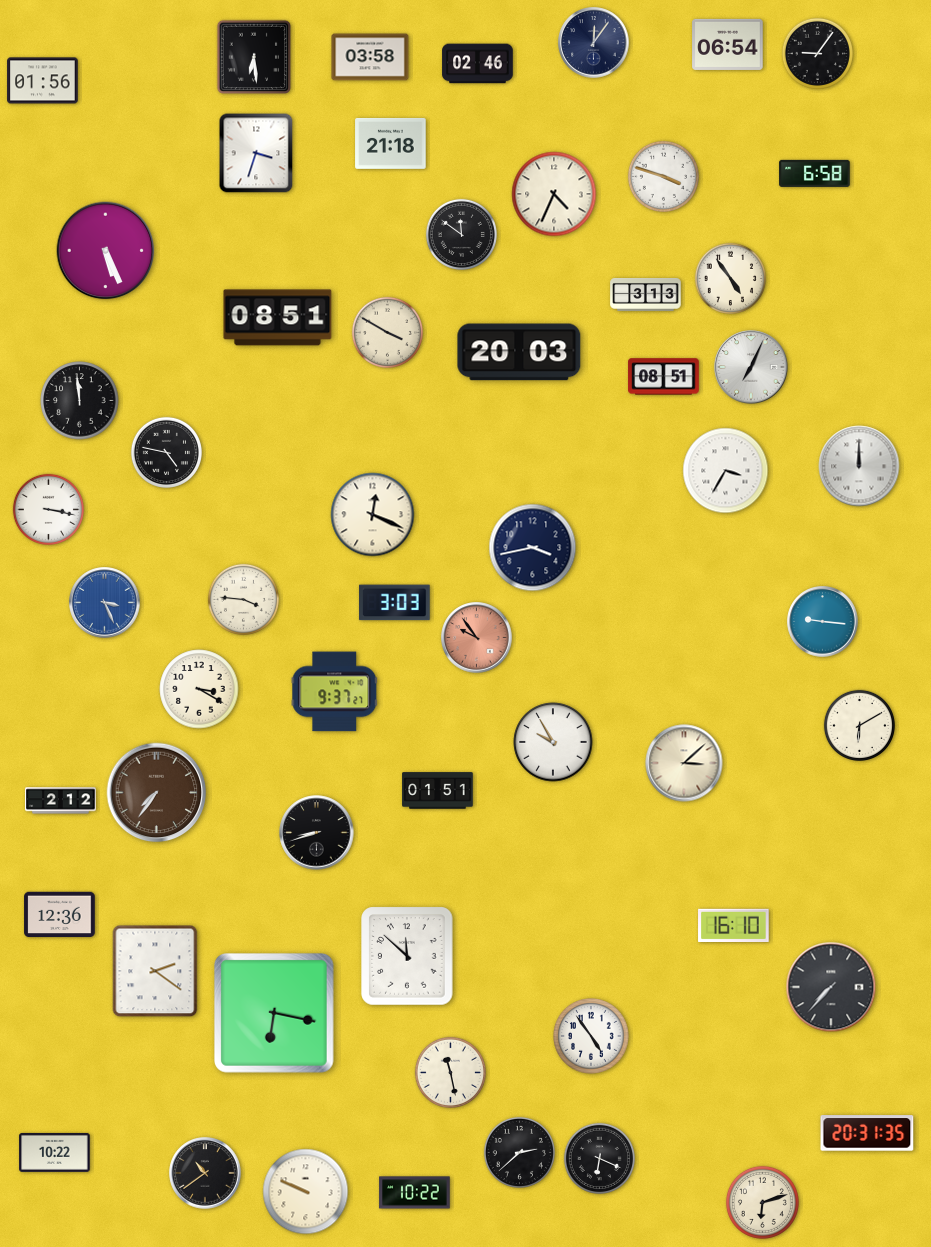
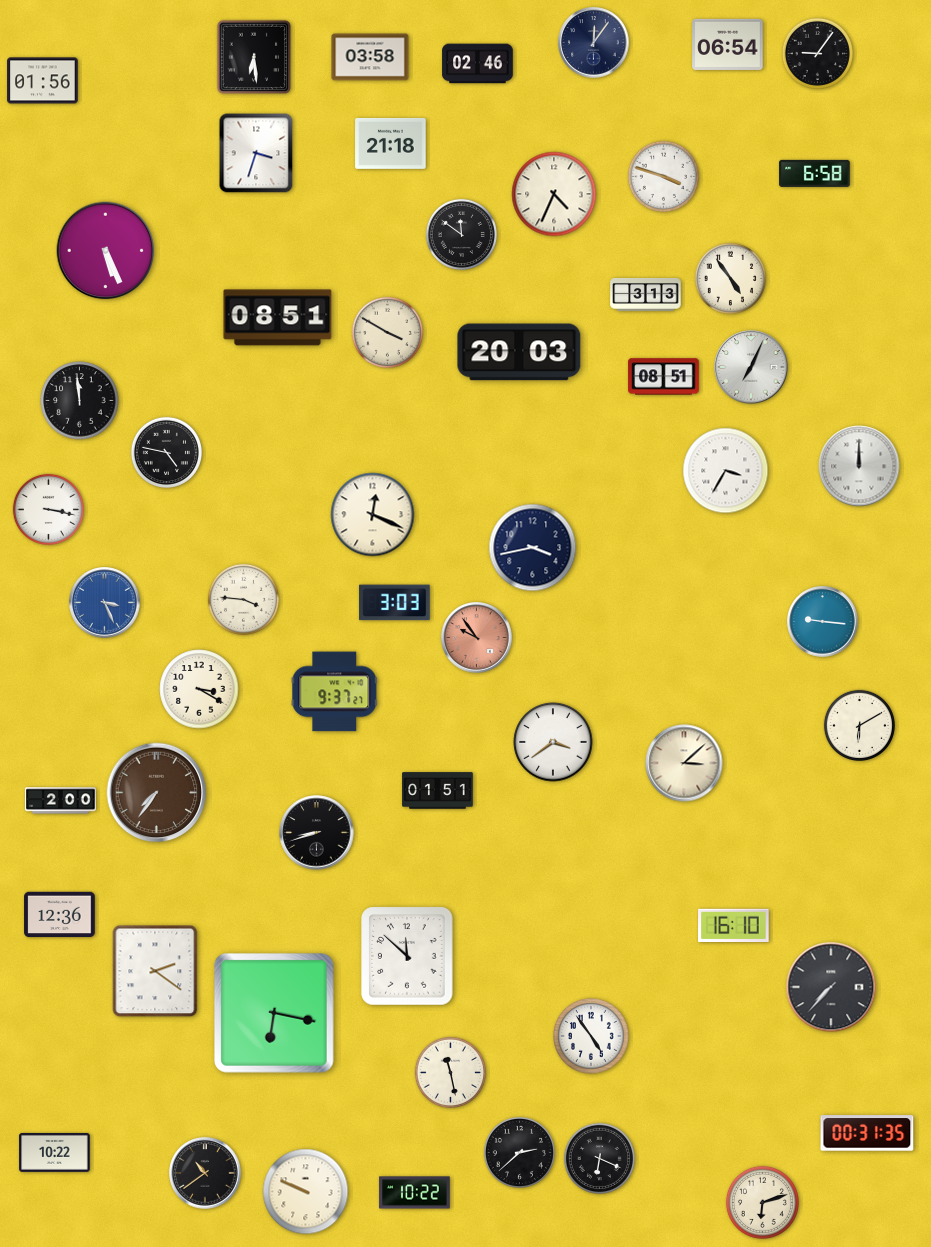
clock at (553, 742): 9:55 -> 3:39
clock at (61, 801): 2:12 -> 2:00
clock at (867, 1133): 20:31 -> 00:31
